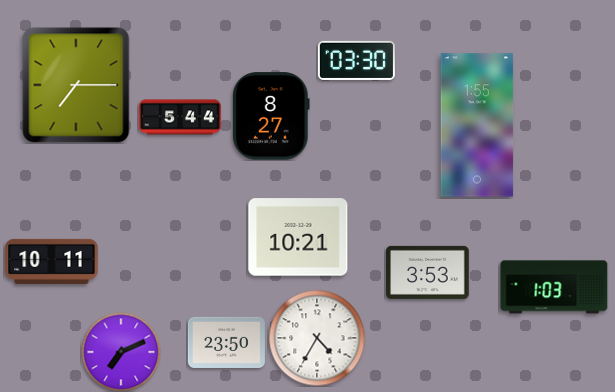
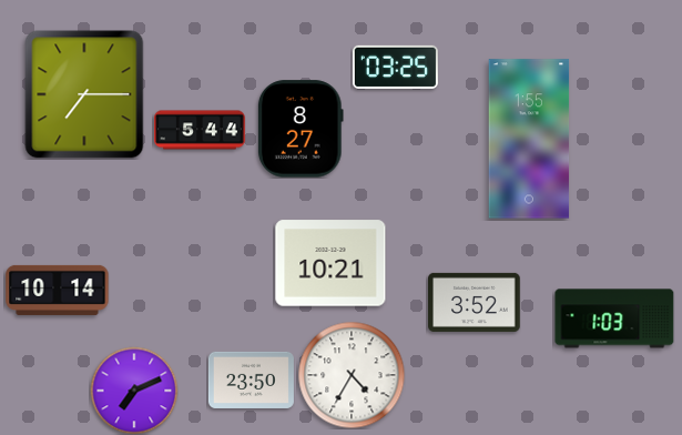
clock at (356, 60): 03:30 -> 03:25
clock at (52, 261): 10:11 -> 10:14
clock at (428, 272): 3:53 -> 3:52
